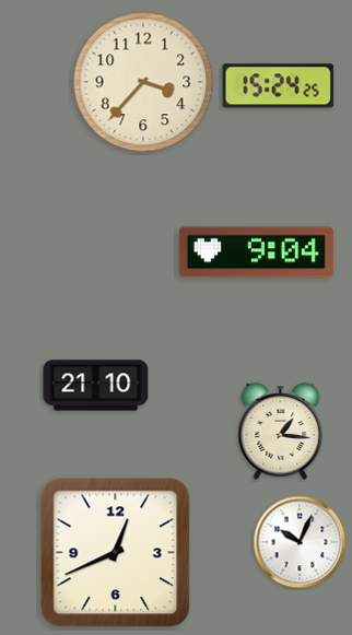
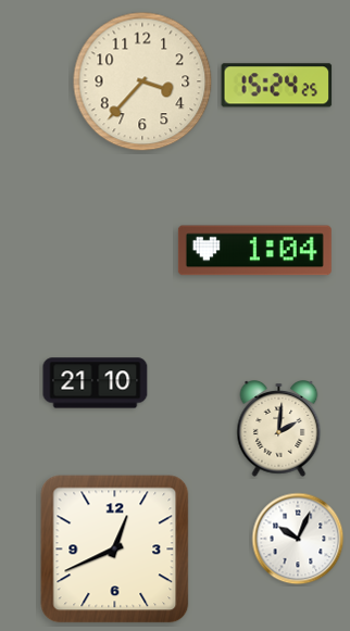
clock at (256, 252): 9:04 -> 1:04
clock at (281, 432): 1:16 -> 2:01
